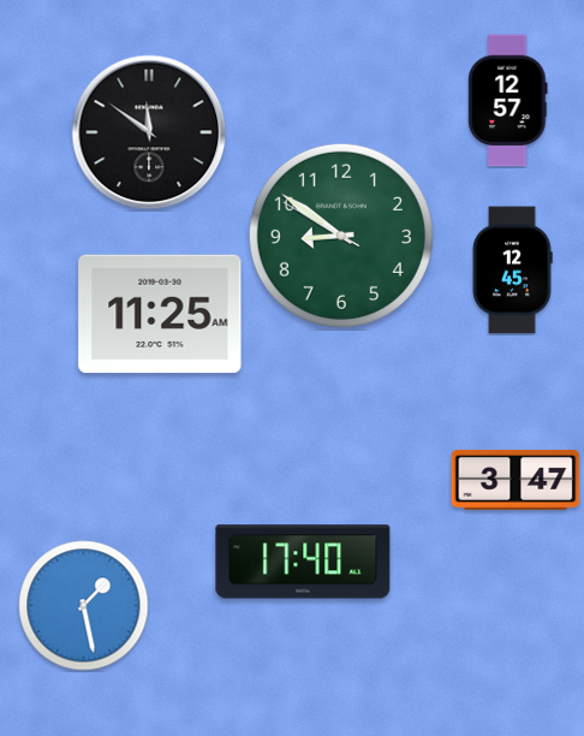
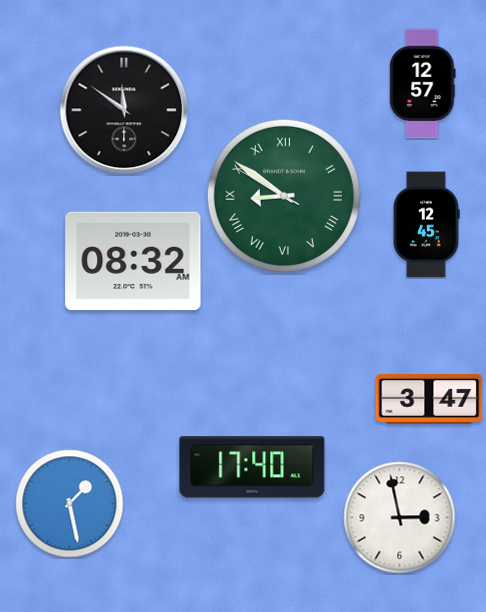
clock at (341, 236) numerals: Arabic -> Roman
clock at (160, 314): 11:25 -> 08:32
clock at (400, 518): none -> 2:58
